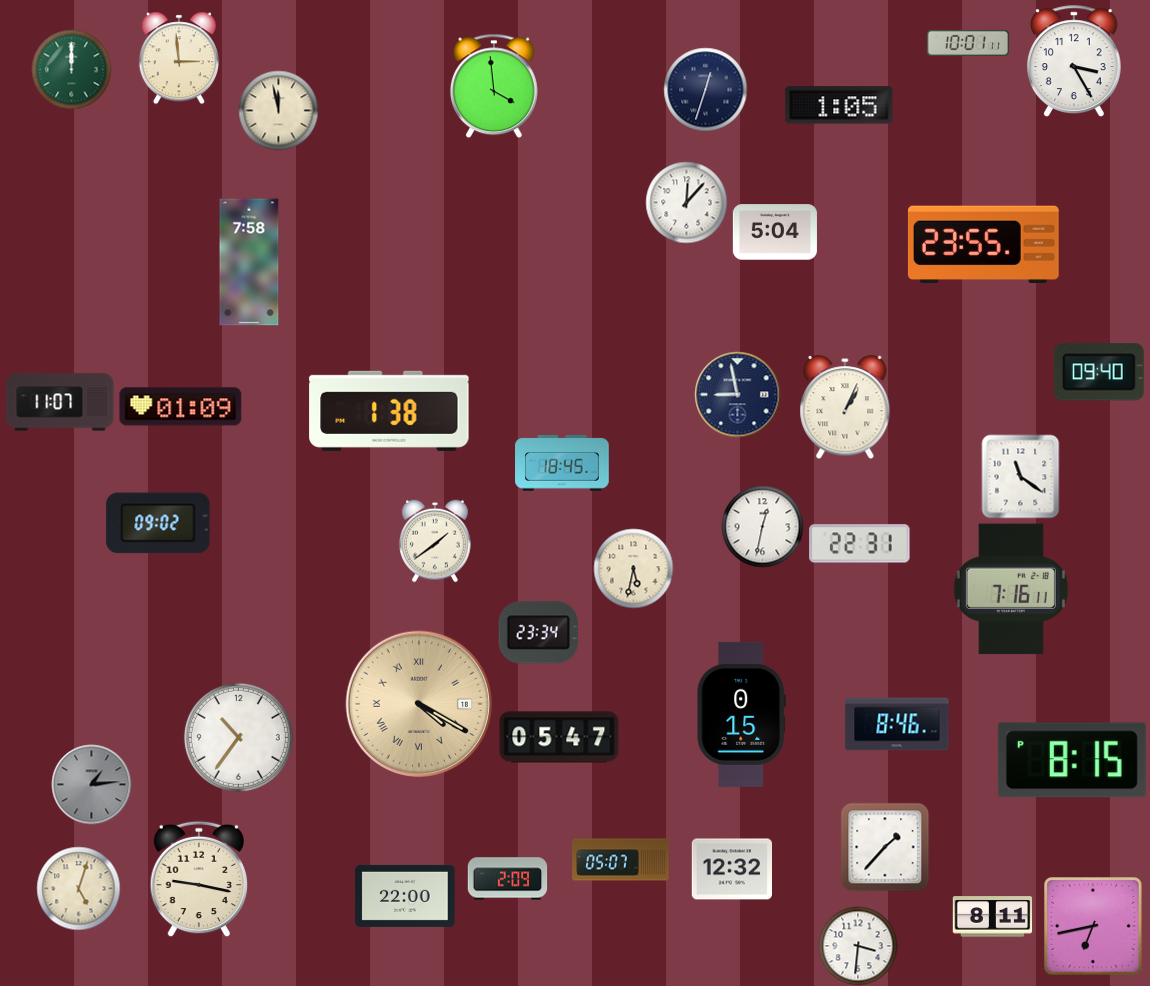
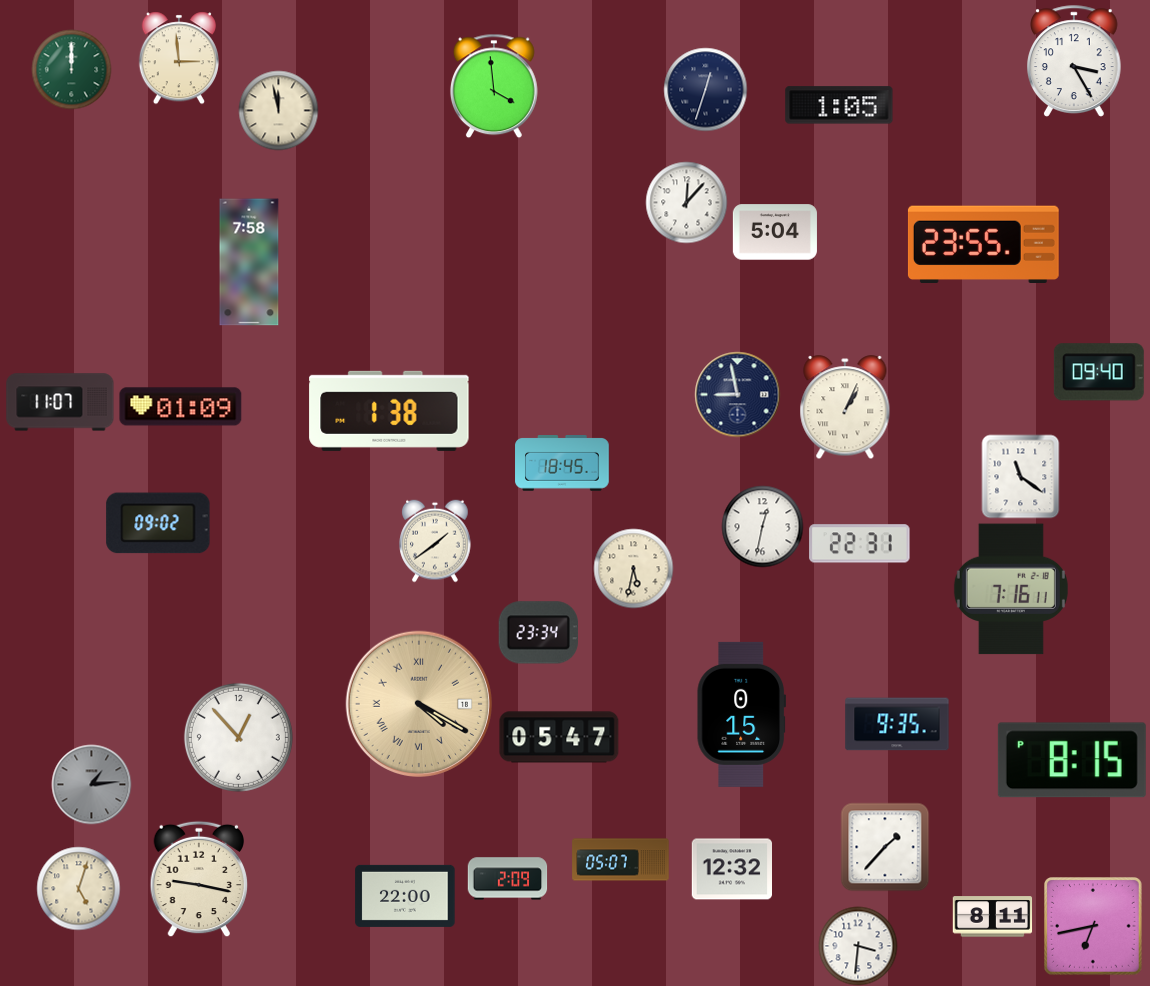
clock at (967, 43): 10:01 -> none
clock at (897, 724): 8:46 -> 9:35
clock at (238, 737): 10:36 -> 12:53
